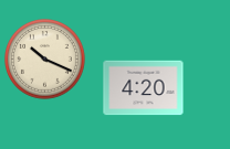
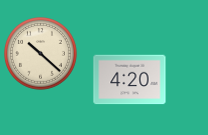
clock at (45, 60): 10:19 -> 10:22
